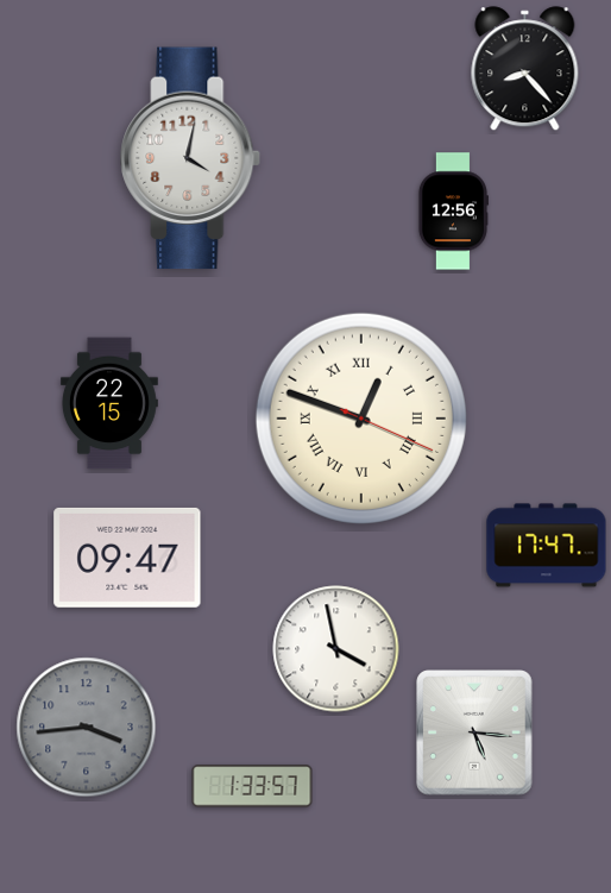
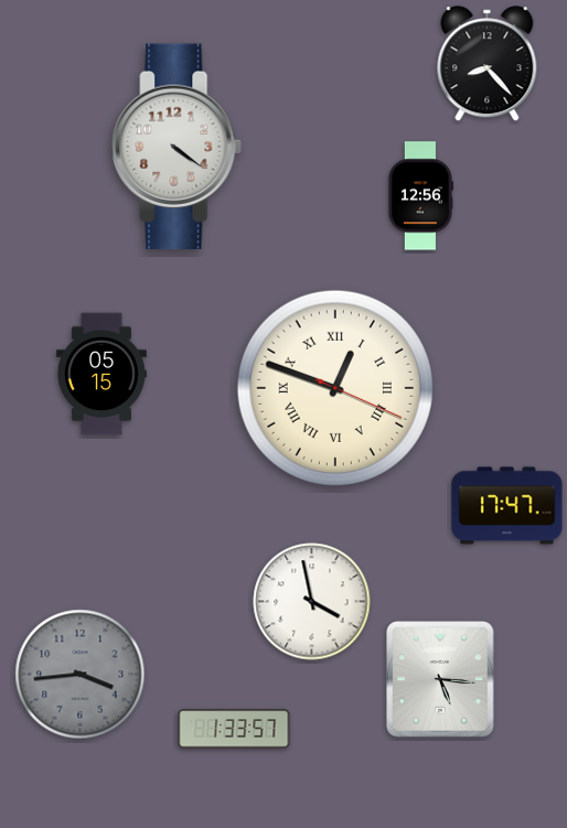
clock at (191, 158): 4:02 -> 4:21
clock at (109, 403): 22:15 -> 05:15
clock at (127, 558): 09:47 -> none
